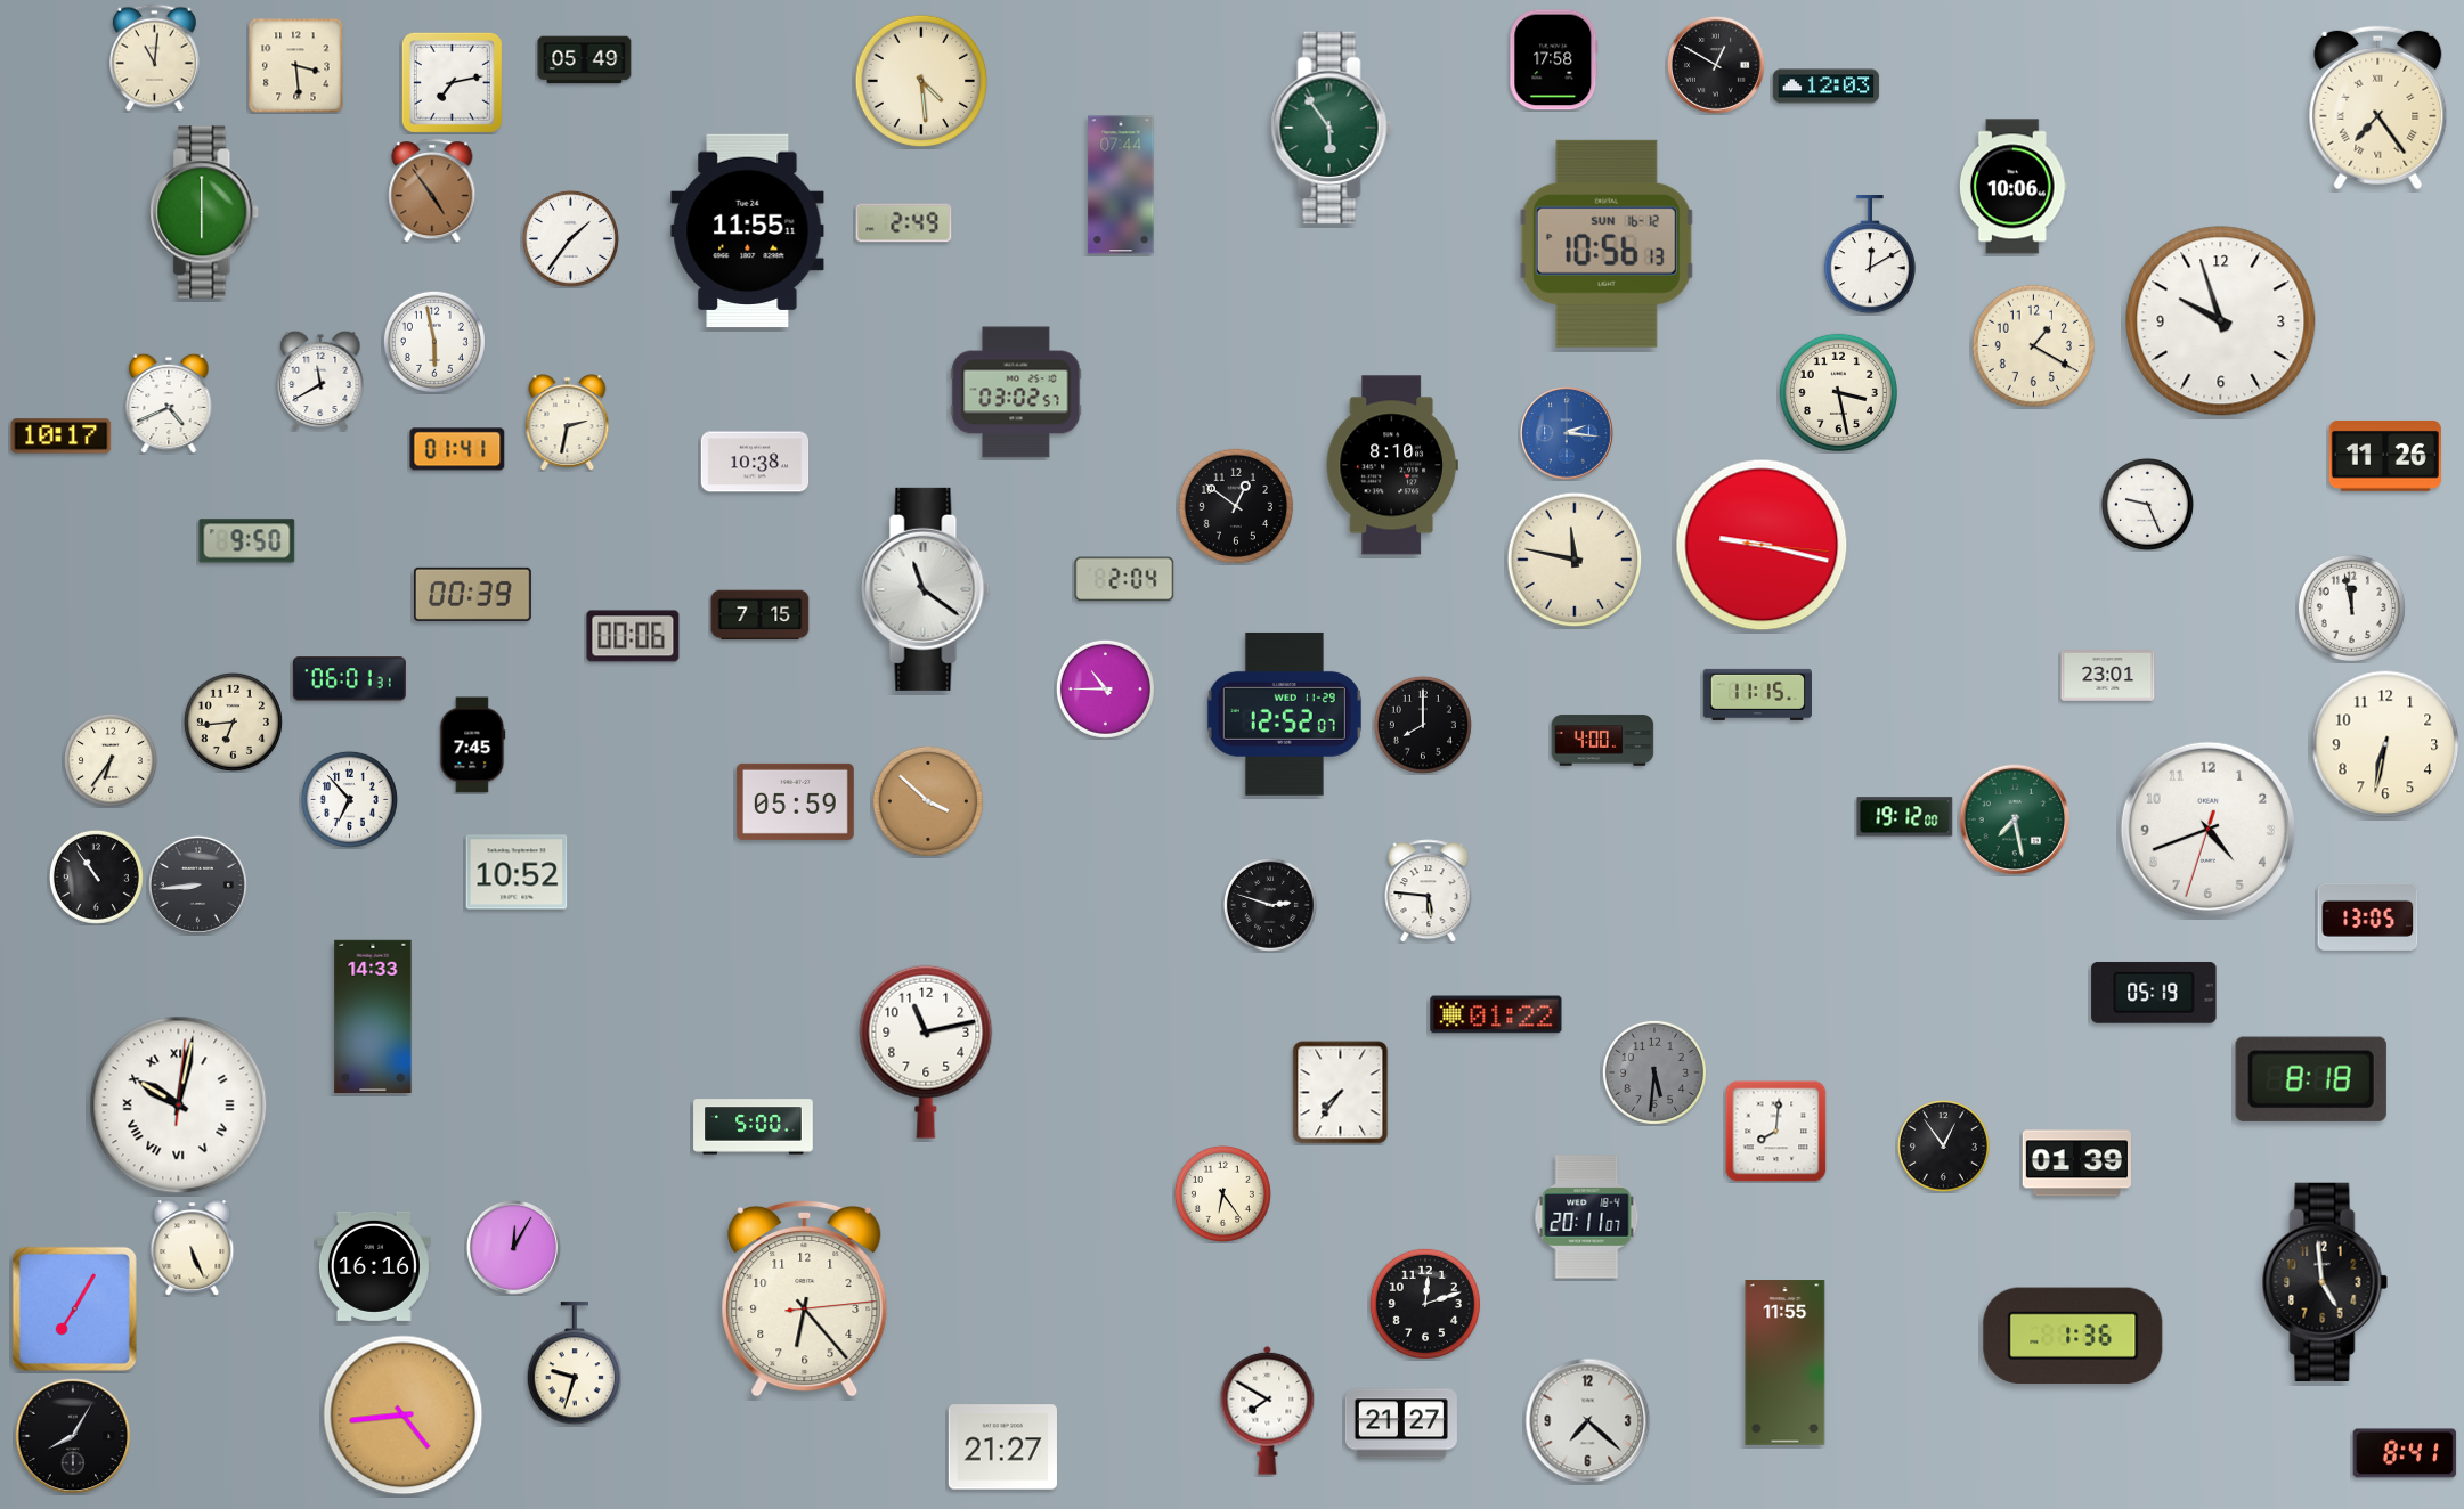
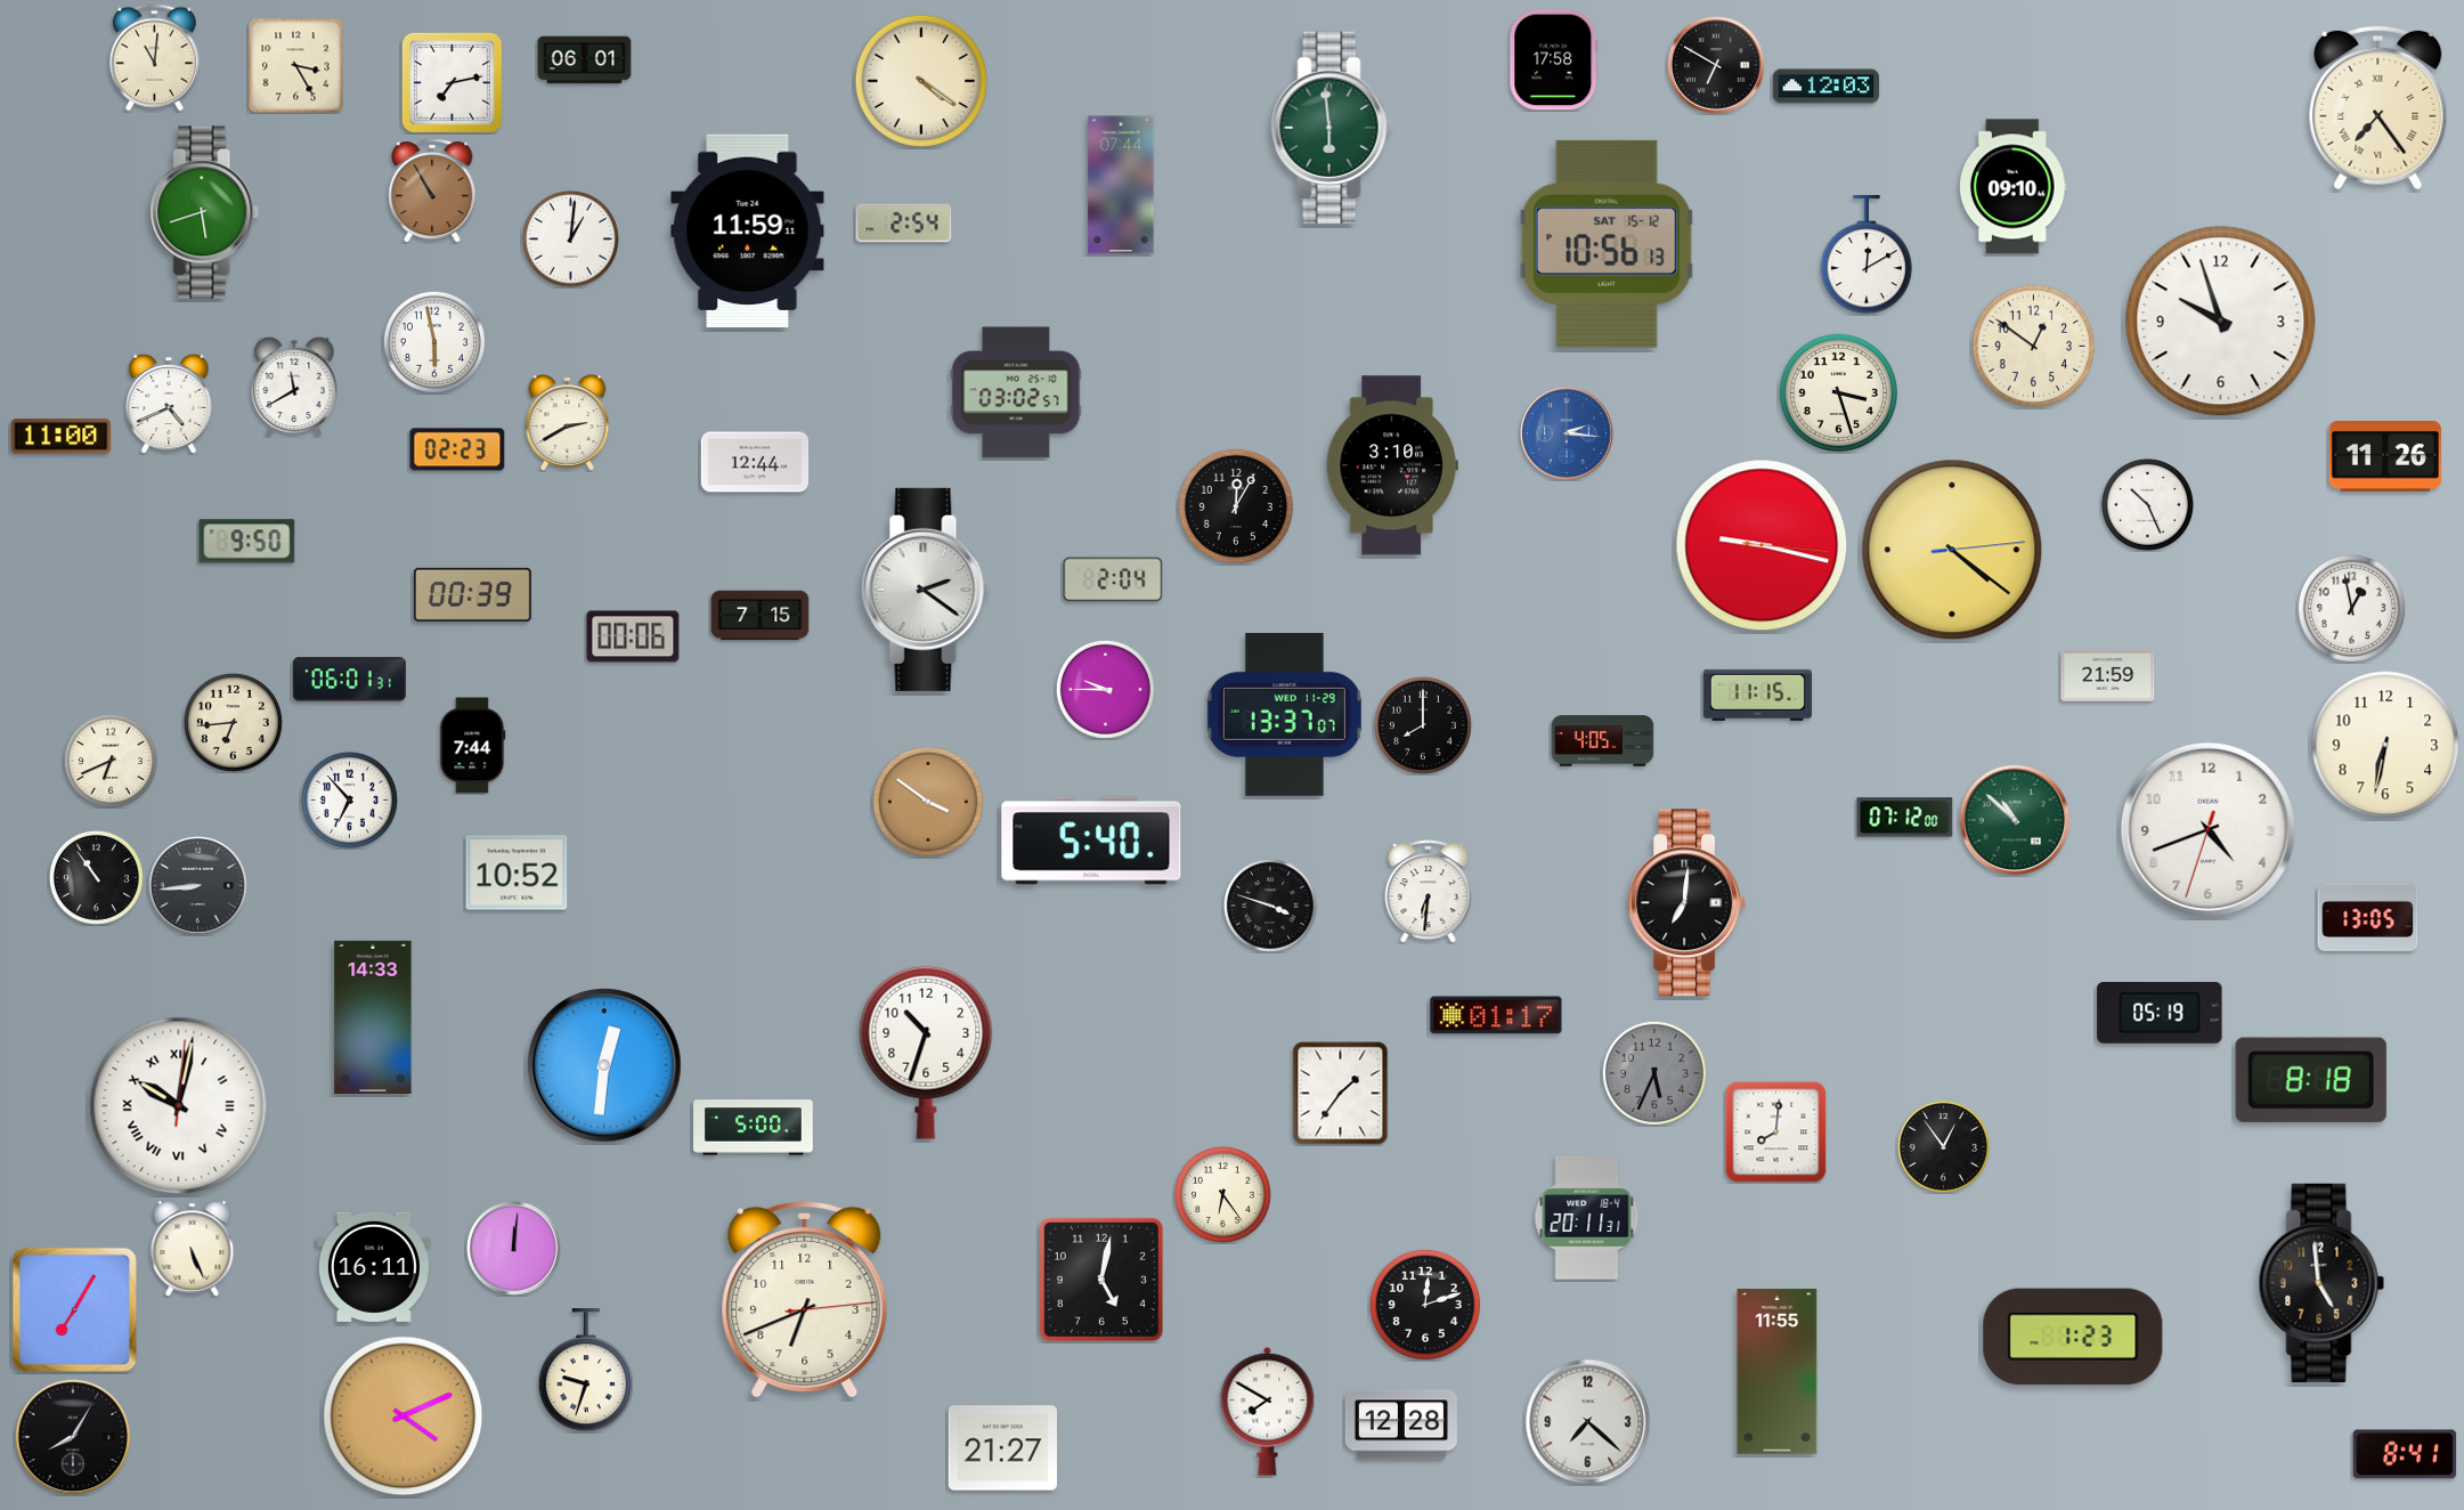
clock at (585, 60): 05:49 -> 06:01
clock at (1716, 65): 12:50 -> 6:50
clock at (296, 66): 3:29 -> 3:25
clock at (921, 81): 4:29 -> 4:21
clock at (1332, 128): 5:54 -> 5:59
clock at (2014, 187): 10:06 -> 09:10
clock at (432, 190): 4:54 -> 10:55
clock at (205, 212): 6:00 -> 5:42
clock at (904, 223): 2:49 -> 2:54
clock at (748, 231): 11:55 -> 11:59
clock at (570, 238): 1:36 -> 1:01
clock at (1607, 244) date: SUN 16-12 -> SAT 15-12
clock at (1870, 255) position: (1870, 255) -> (1867, 255)
clock at (2033, 345): 1:20 -> 12:51
clock at (320, 381) position: (320, 381) -> (294, 387)
clock at (1838, 392): 3:28 -> 3:27
clock at (568, 423): 2:32 -> 2:40
clock at (62, 437): 10:17 -> 11:00
clock at (457, 449): 01:41 -> 02:23
clock at (755, 462): 10:38 -> 12:44
clock at (1392, 465): 8:10 -> 3:10
clock at (2147, 504): 9:26 -> 10:26
clock at (1236, 506): 12:51 -> 12:05
clock at (1952, 550): none -> 4:21
clock at (1575, 560): 11:47 -> none
clock at (1124, 579) position: (1124, 579) -> (1113, 579)
clock at (926, 589): 11:21 -> 2:21
clock at (2351, 607): 11:58 -> 12:58
clock at (2108, 676): 23:01 -> 21:59
clock at (1105, 688): 10:45 -> 9:45
clock at (1284, 713): 12:52 -> 13:37
clock at (1603, 741): 4:00 -> 4:05
clock at (472, 745): 7:45 -> 7:44
clock at (111, 760): 6:36 -> 6:41
clock at (796, 801): 05:59 -> none
clock at (928, 801): 3:52 -> 3:51
clock at (1905, 817): 19:12 -> 07:12
clock at (2015, 819): 7:28 -> 10:52
clock at (1091, 841): none -> 5:40
clock at (1429, 891): 5:46 -> 6:31
clock at (1686, 903): none -> 7:01
clock at (1270, 905): 2:48 -> 3:48
clock at (2154, 993) position: (2154, 993) -> (2160, 1013)
clock at (1496, 1014): 01:22 -> 01:17
clock at (926, 1052): 11:13 -> 10:33
clock at (604, 1065): none -> 12:31
clock at (1654, 1072): 5:31 -> 5:34
clock at (1341, 1093): 7:36 -> 1:36
clock at (2076, 1164): 01:39 -> none
clock at (1587, 1217): 20:11:07 -> 20:11:31
clock at (514, 1248): 12:05 -> 12:01
clock at (374, 1266): 16:16 -> 16:11
clock at (1101, 1280): none -> 5:02
clock at (2325, 1282) position: (2325, 1282) -> (2321, 1283)
clock at (805, 1298): 6:23 -> 6:41
clock at (2073, 1336): 1:36 -> 1:23
clock at (1786, 1363) position: (1786, 1363) -> (1778, 1372)
clock at (574, 1364) position: (574, 1364) -> (585, 1371)
clock at (404, 1416): 4:44 -> 4:11
clock at (1401, 1424): 21:27 -> 12:28
